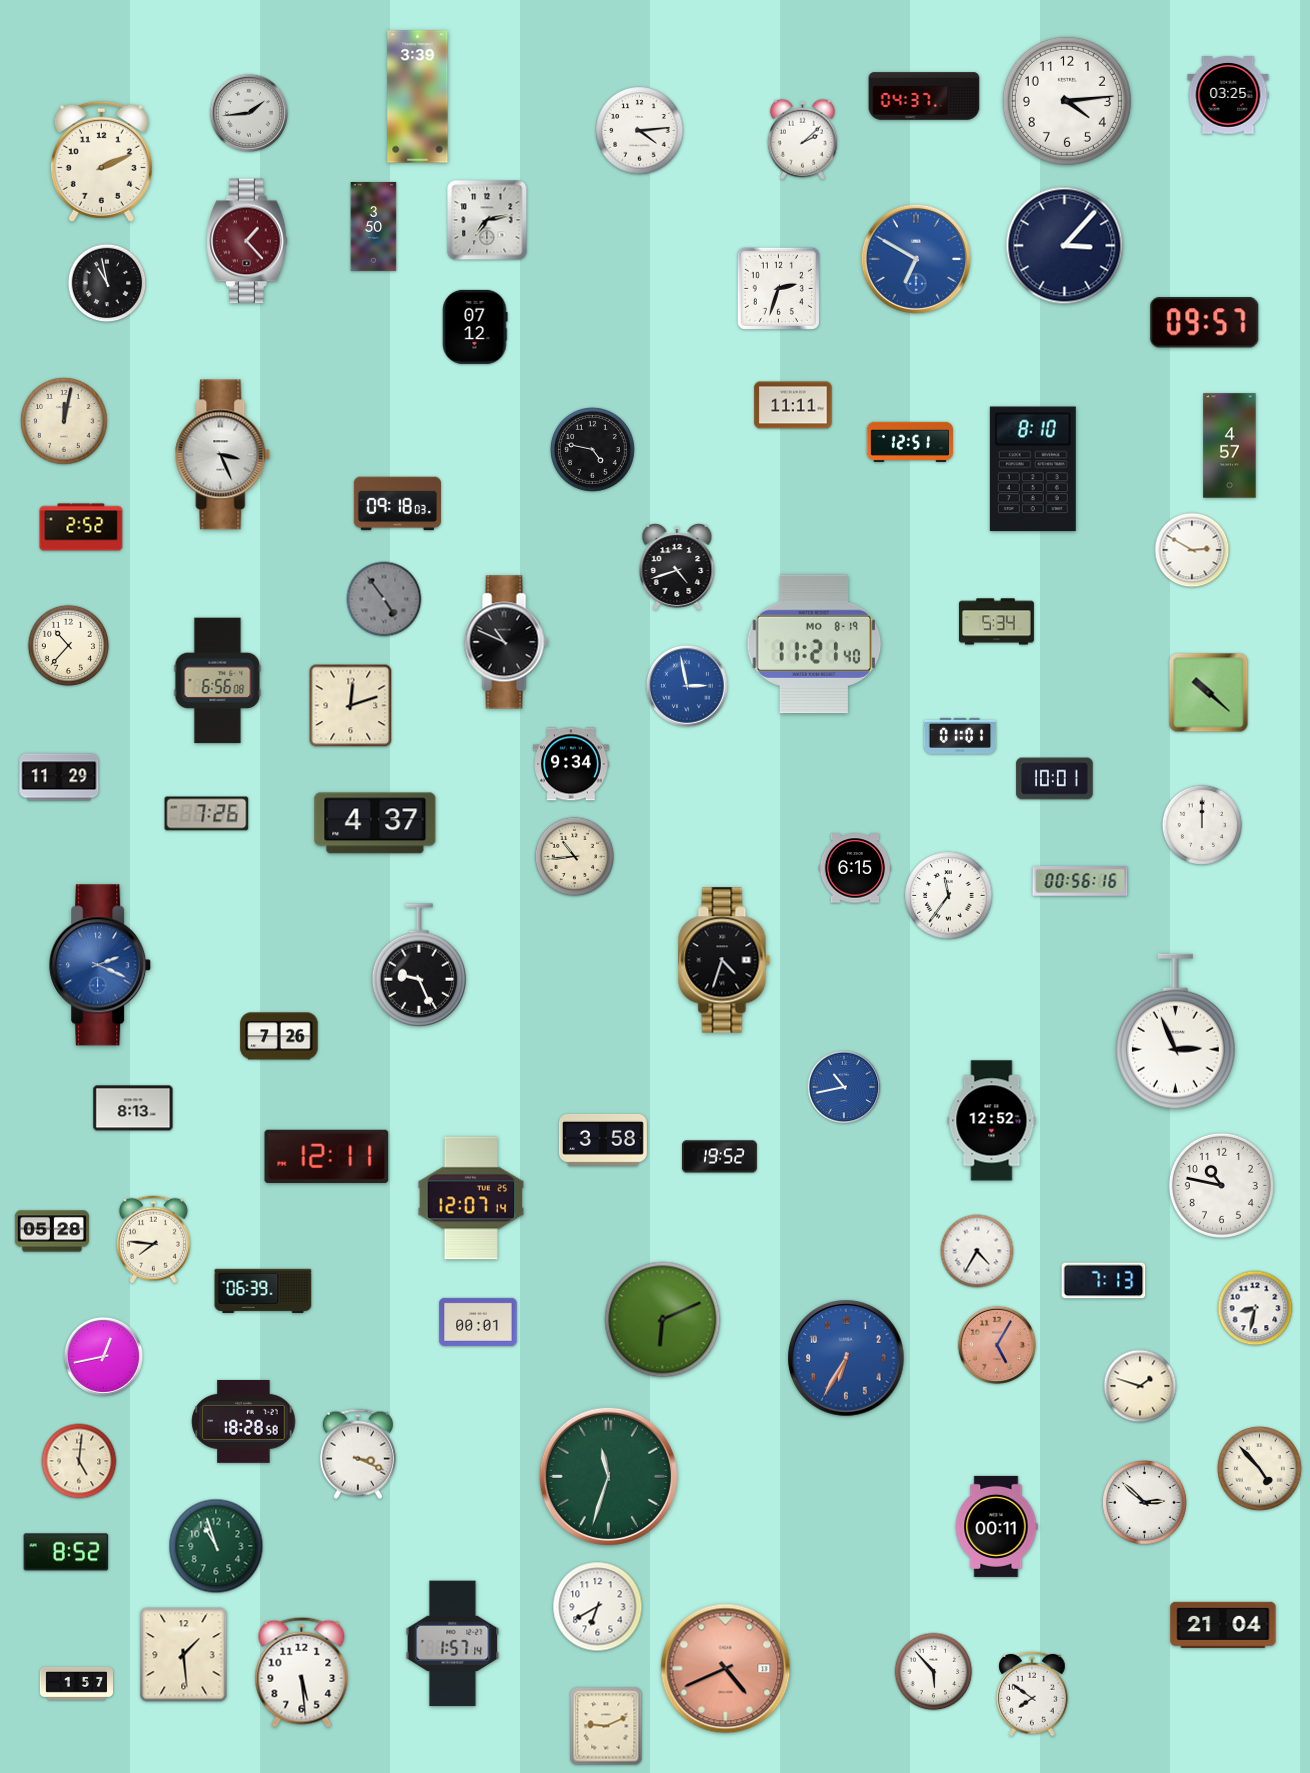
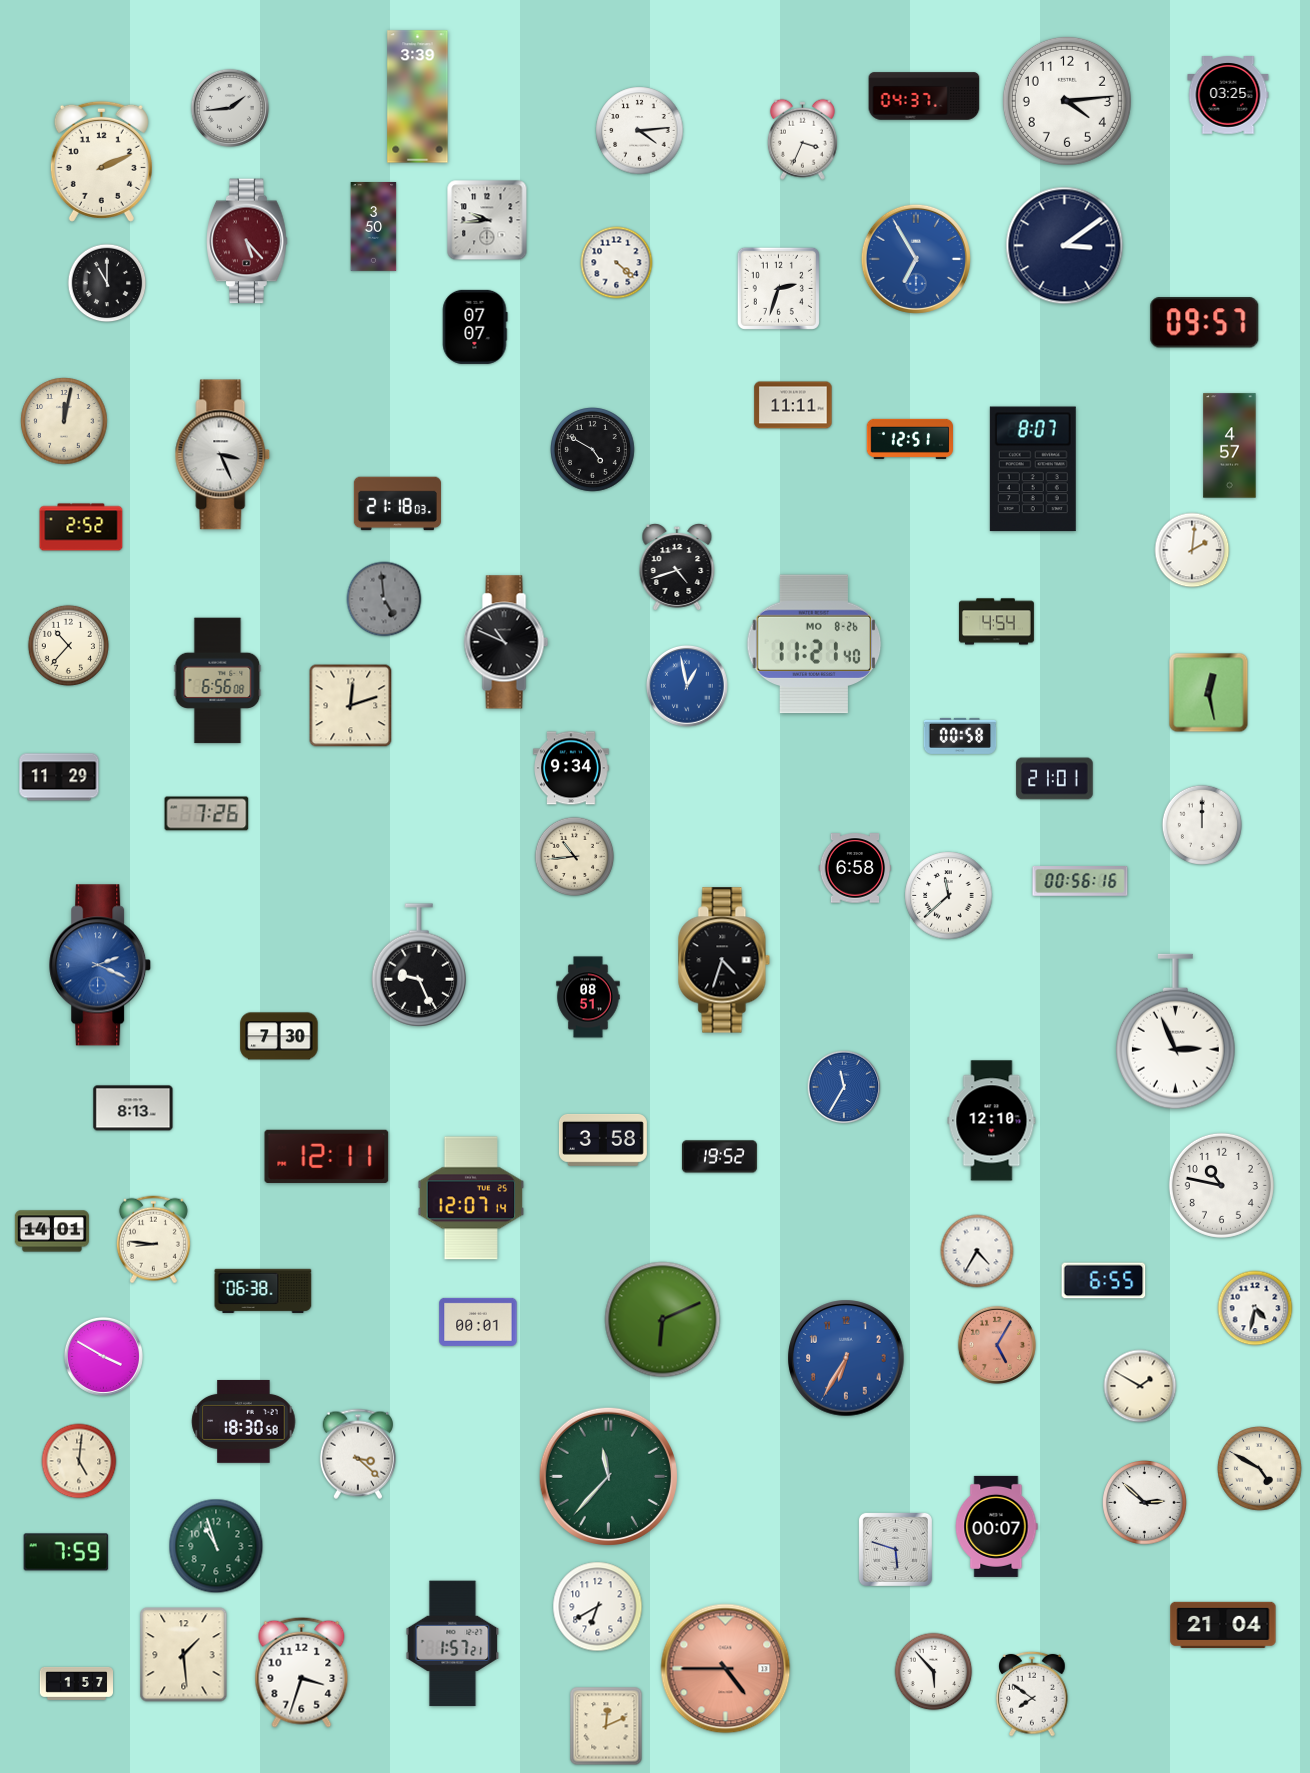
clock at (249, 113) position: (249, 113) -> (230, 108)
clock at (802, 139): 2:08 -> 3:34
clock at (487, 220): 7:13 -> 9:44
clock at (247, 241): 1:23 -> 5:23
clock at (1065, 246): 3:07 -> 3:09
clock at (916, 259): 6:50 -> 6:55
clock at (617, 263): none -> 4:22
clock at (107, 283): 10:58 -> 11:00
clock at (475, 327): 07:12 -> 07:07
clock at (909, 442) position: (909, 442) -> (909, 439)
clock at (593, 450): 4:47 -> 4:50
clock at (1033, 469): 8:10 -> 8:07
clock at (397, 504): 09:18 -> 21:18
clock at (1192, 550): 2:50 -> 2:01
clock at (384, 599): 4:54 -> 4:59
clock at (996, 622): 5:34 -> 4:54
clock at (814, 644) date: MO 8-19 -> MO 8-26
clock at (688, 687): 2:58 -> 12:58
clock at (1209, 693): 10:22 -> 12:28
clock at (960, 736): 01:01 -> 00:58
clock at (571, 764) position: (571, 764) -> (571, 768)
clock at (1055, 779): 10:01 -> 21:01
clock at (375, 823): 4:37 -> none
clock at (855, 868): 6:15 -> 6:58
clock at (949, 896): 11:36 -> 11:38
clock at (588, 997): none -> 08:51
clock at (279, 1036): 7:26 -> 7:30
clock at (844, 1087): 10:43 -> 11:35
clock at (992, 1121): 12:52 -> 12:10
clock at (52, 1231): 05:28 -> 14:01
clock at (153, 1240): 7:46 -> 8:46
clock at (1104, 1281): 7:13 -> 6:55
clock at (263, 1290): 06:39 -> 06:38
clock at (1255, 1308): 8:32 -> 4:32
clock at (103, 1356): 12:43 -> 3:50
clock at (1140, 1386): 1:48 -> 1:50
clock at (244, 1421): 18:28 -> 18:30
clock at (358, 1454): 3:19 -> 3:22
clock at (1260, 1469): 4:53 -> 4:50
clock at (608, 1476): 11:33 -> 11:37
clock at (997, 1526): 00:11 -> 00:07
clock at (895, 1549): none -> 5:48
clock at (66, 1552): 8:52 -> 7:59
clock at (453, 1644): 1:57:14 -> 1:57:21
clock at (726, 1669): 4:41 -> 4:45
clock at (302, 1672): 5:29 -> 3:33
clock at (606, 1726): 9:11 -> 12:11
